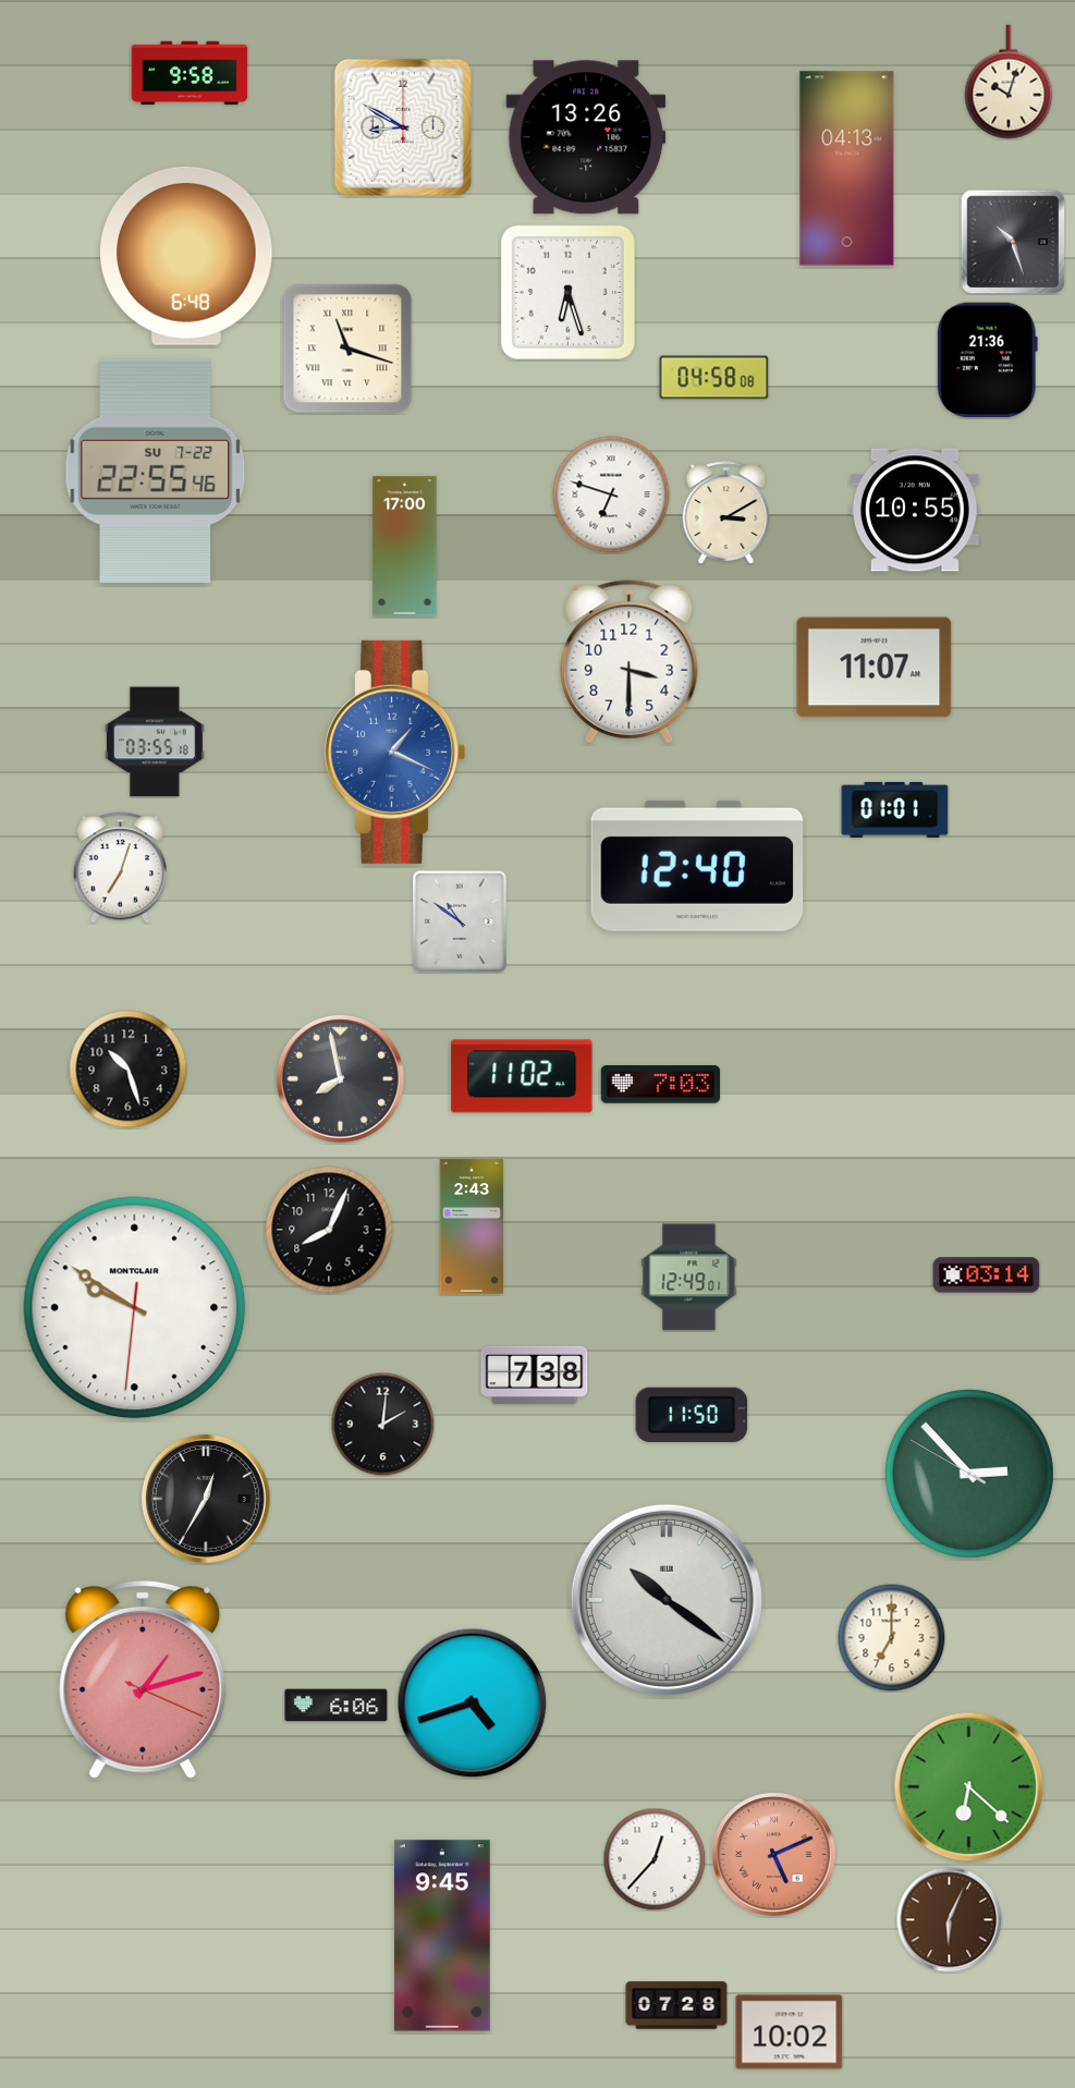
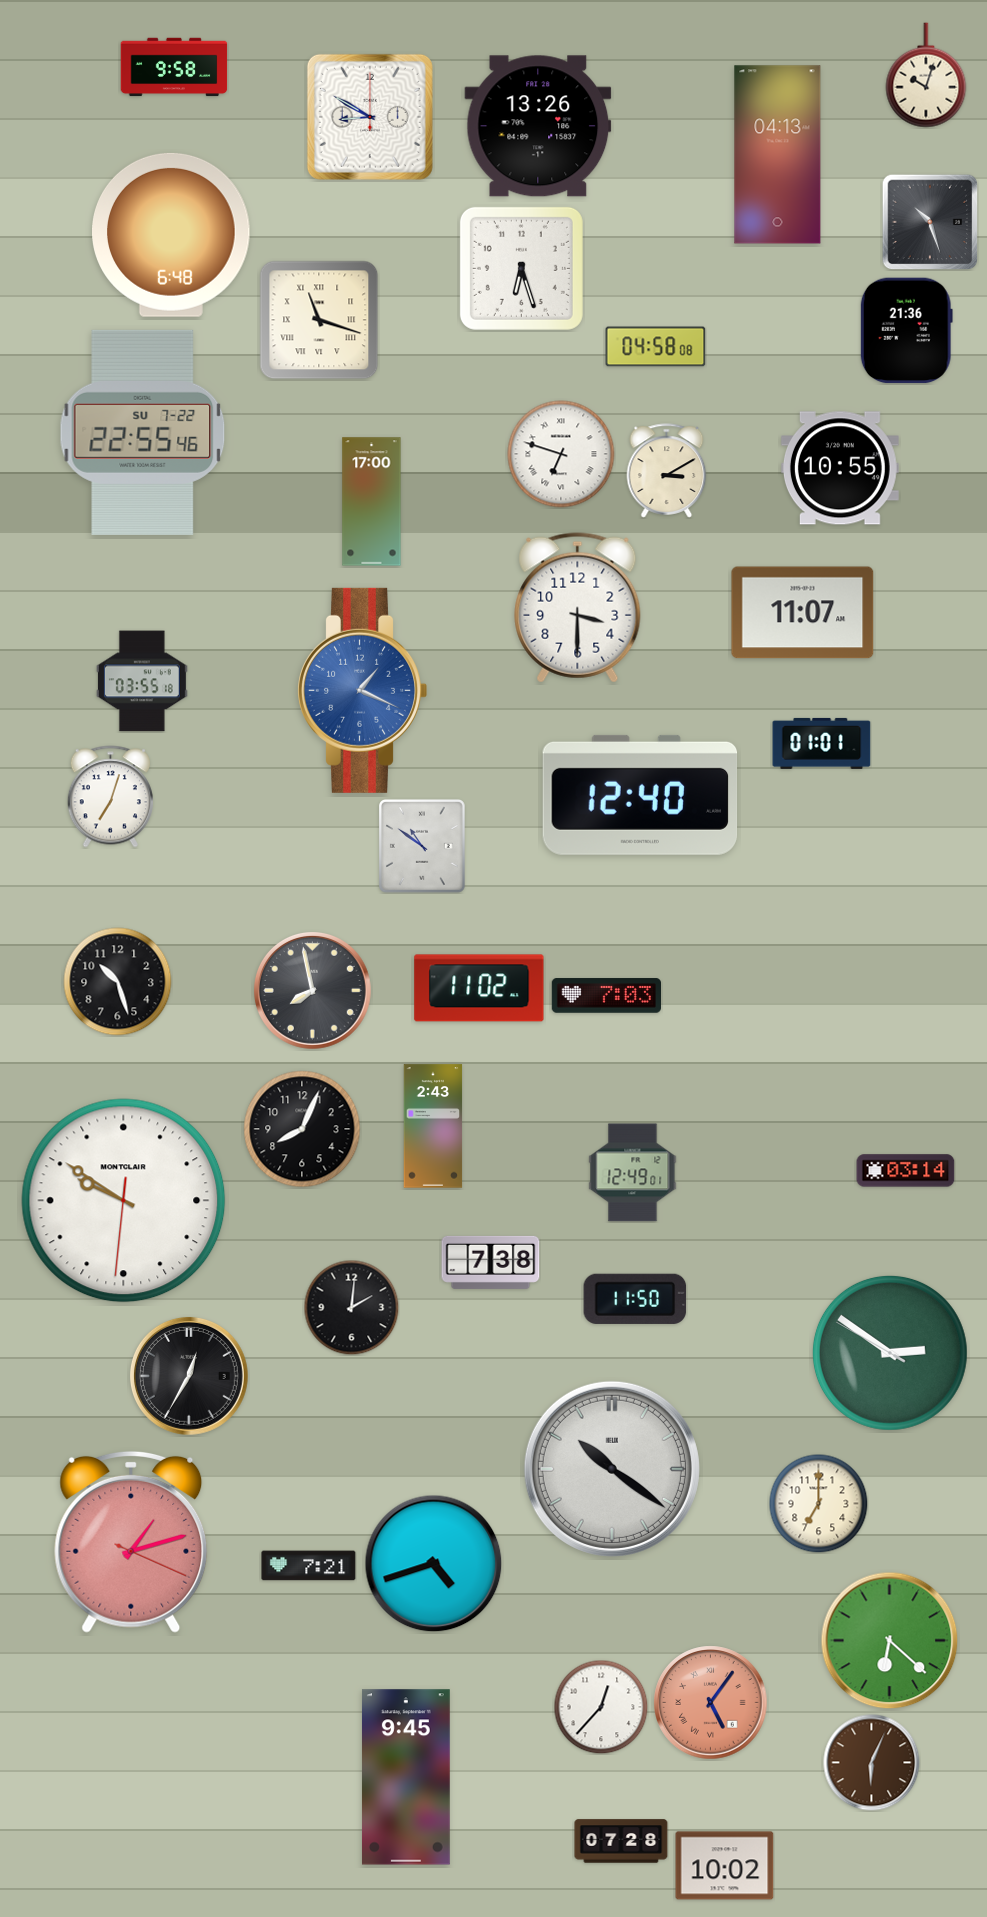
clock at (969, 1474): 2:52 -> 2:50
clock at (337, 1706): 6:06 -> 7:21
clock at (774, 1855): 5:11 -> 5:06
